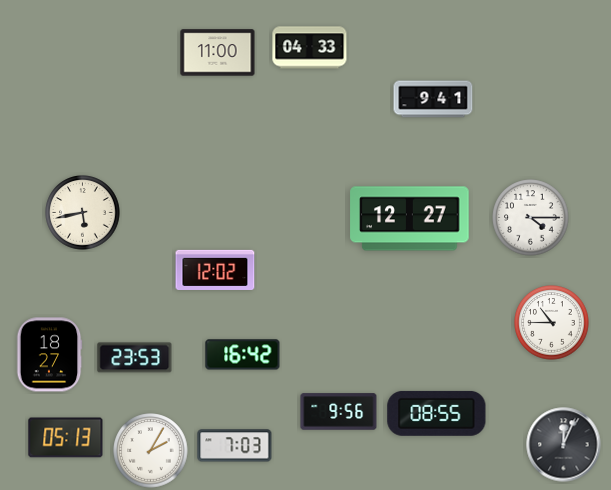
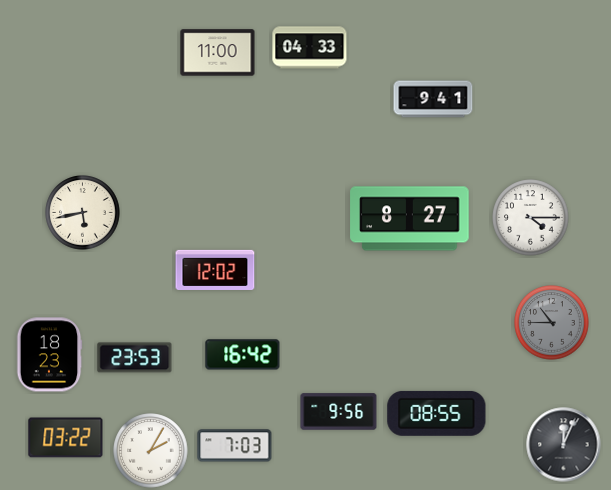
clock at (410, 219): 12:27 -> 8:27
clock at (552, 323) dial: white -> grey
clock at (49, 355): 18:27 -> 18:23
clock at (66, 438): 05:13 -> 03:22
